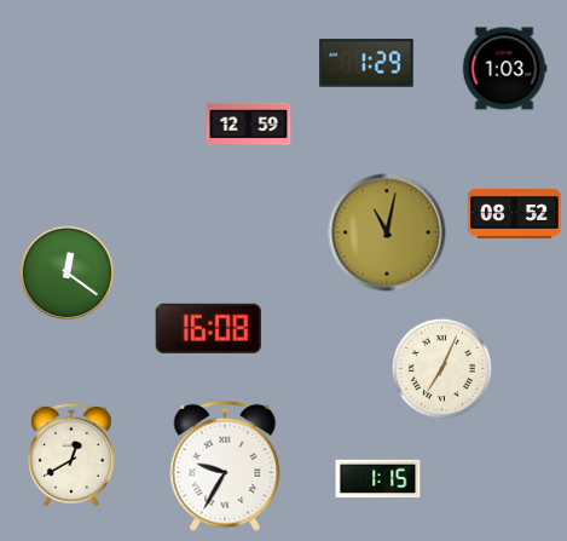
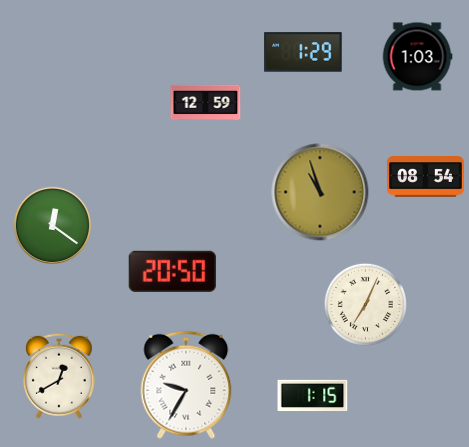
clock at (515, 214): 08:52 -> 08:54
clock at (387, 232): 11:02 -> 10:57
clock at (68, 274) position: (68, 274) -> (53, 226)
clock at (208, 328): 16:08 -> 20:50
